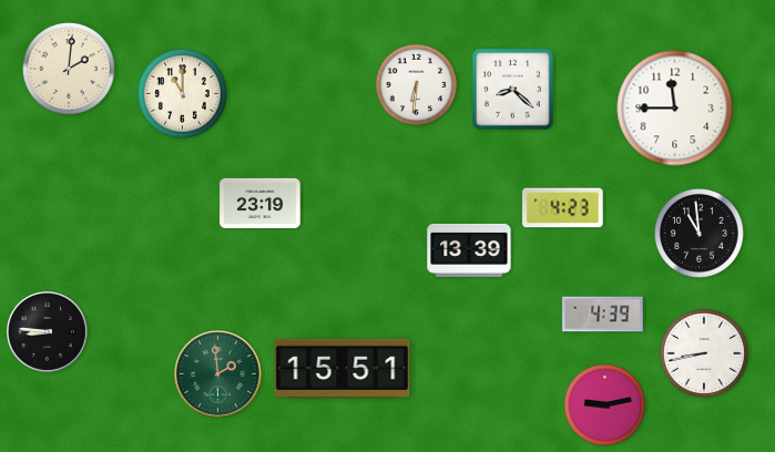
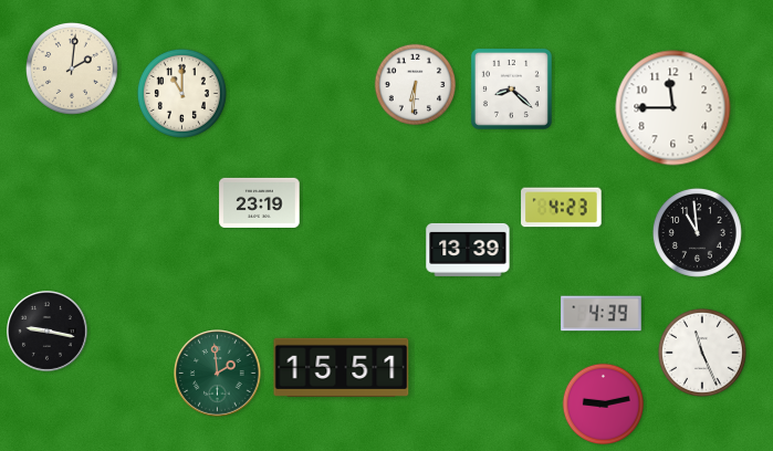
clock at (70, 70) position: (70, 70) -> (73, 70)
clock at (48, 332): 8:46 -> 9:17
clock at (704, 353): 8:43 -> 11:26
